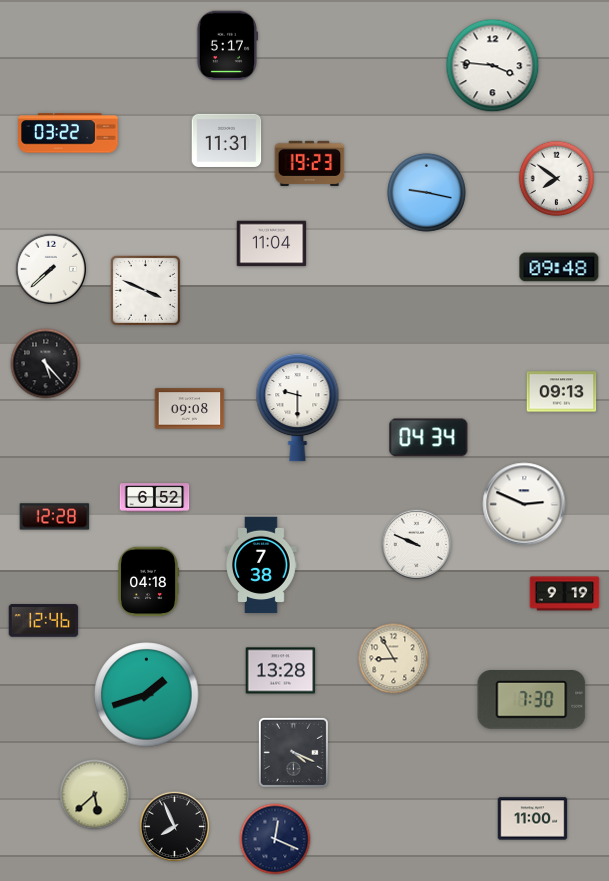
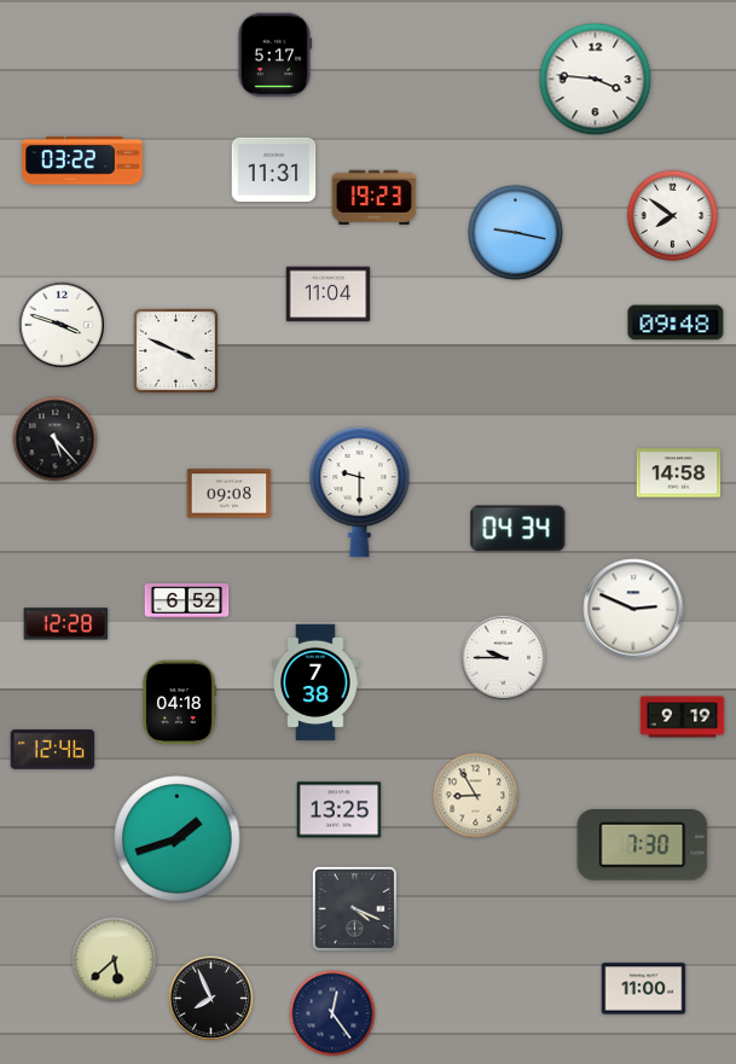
clock at (51, 269): 7:38 -> 3:48
clock at (562, 392): 09:13 -> 14:58
clock at (417, 545): 9:49 -> 9:45
clock at (281, 671): 13:28 -> 13:25
clock at (275, 839): 12:19 -> 12:24
